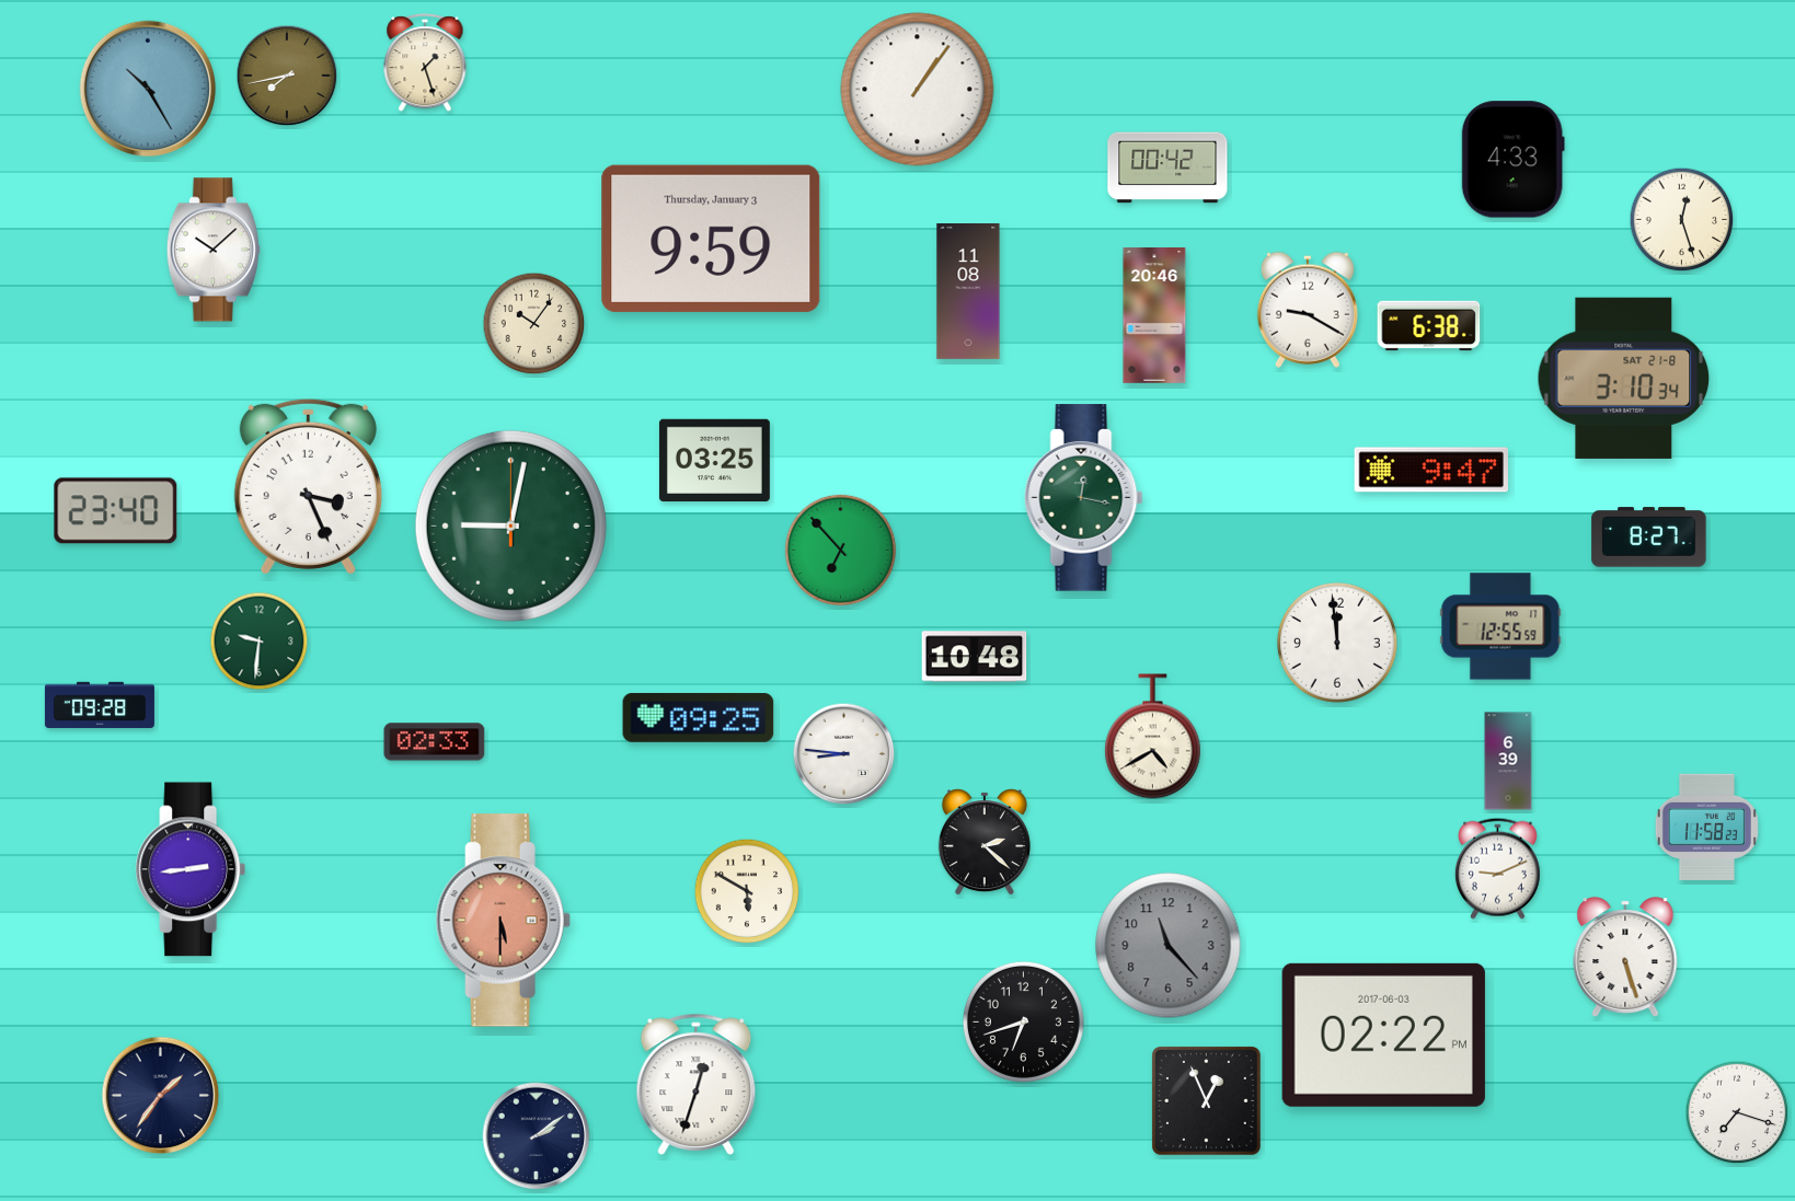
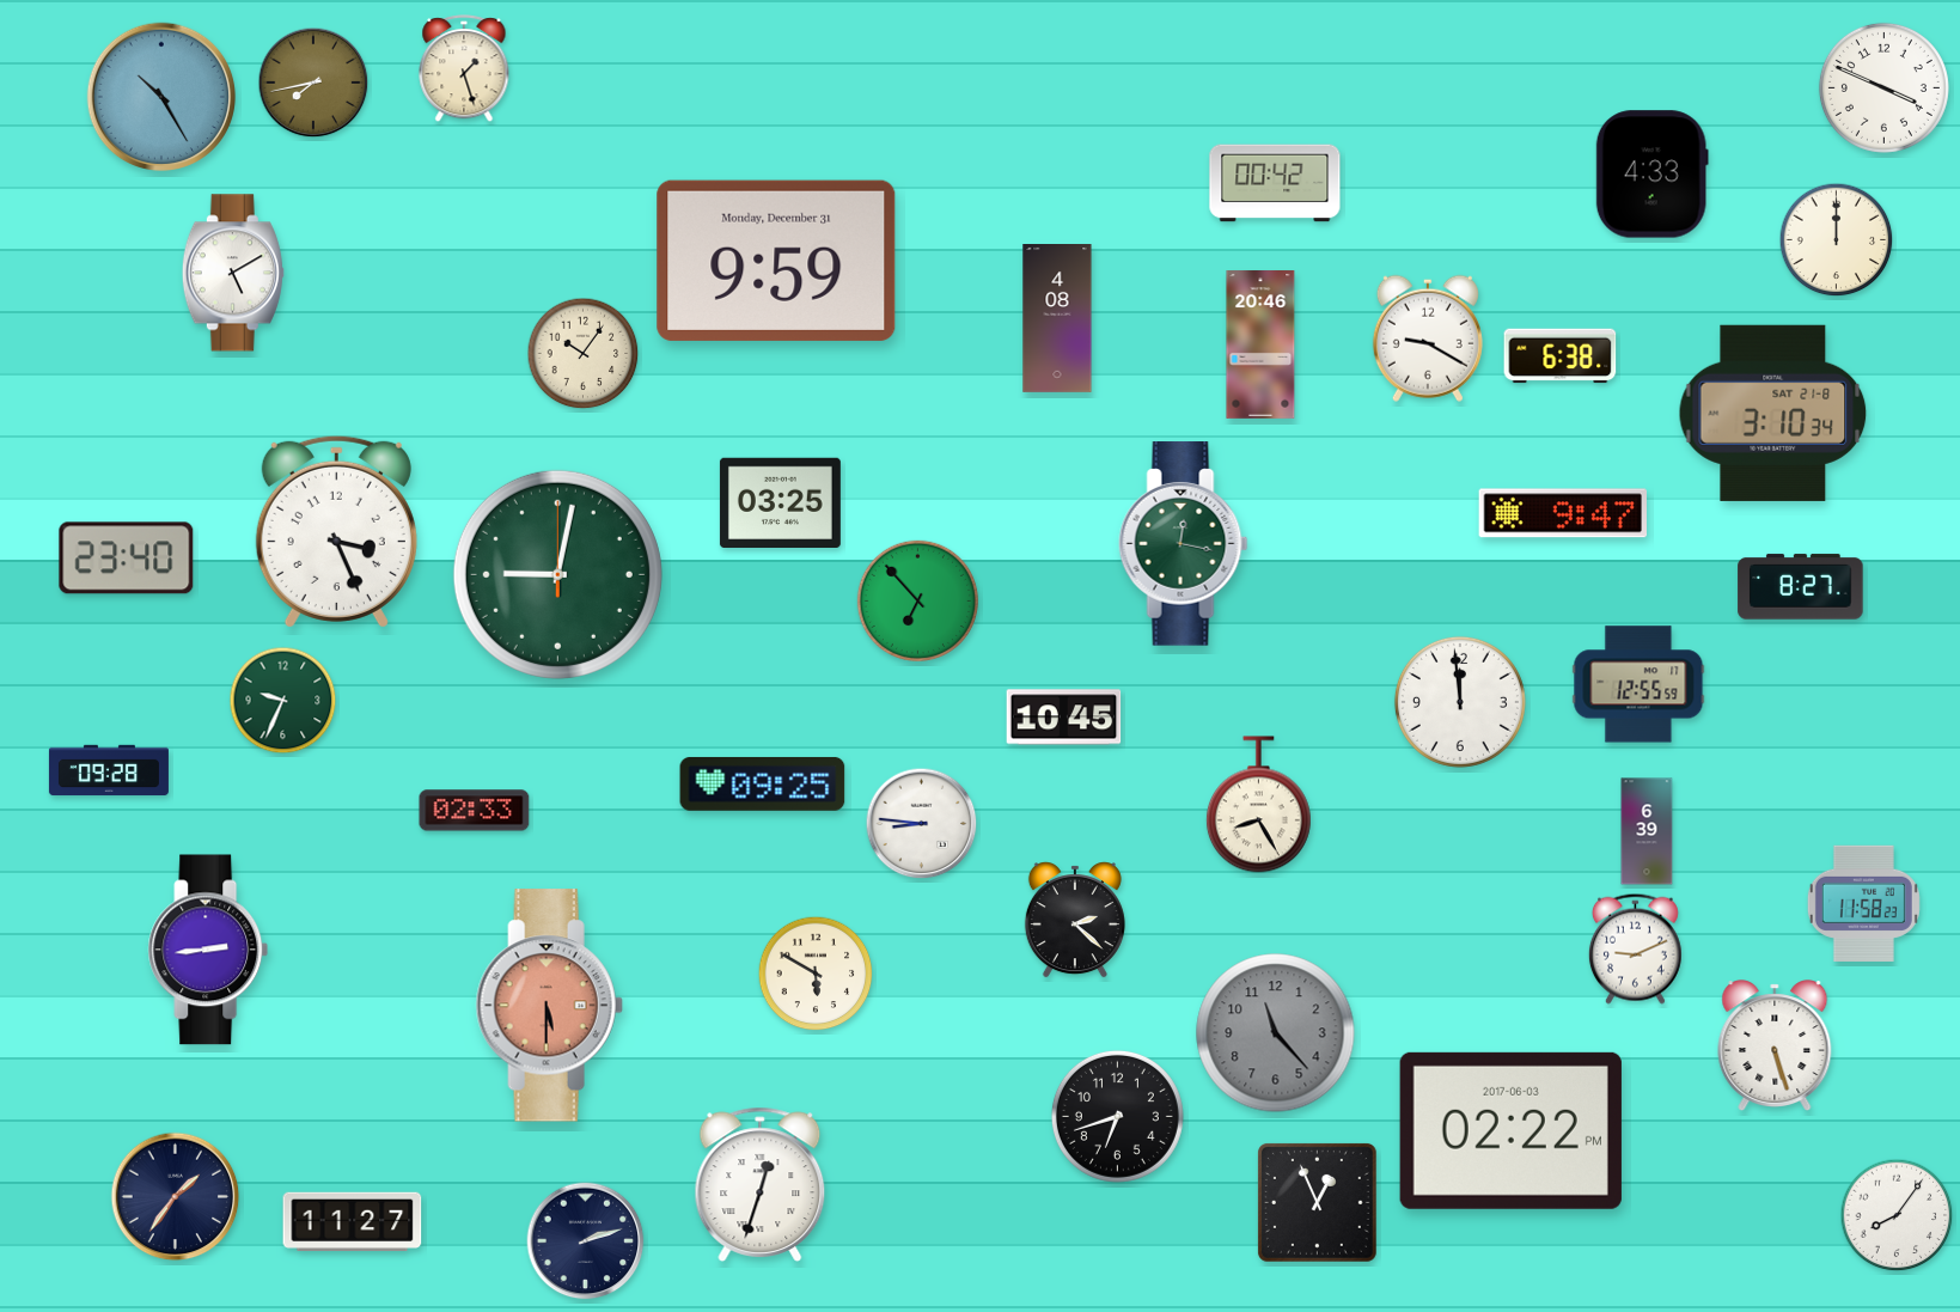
clock at (1883, 87): none -> 3:49
clock at (918, 90): 1:06 -> none
clock at (1682, 220): 12:27 -> 12:00
clock at (711, 239) date: Thursday, January 3 -> Monday, December 31
clock at (214, 250): 10:08 -> 5:10
clock at (968, 292): 11:08 -> 4:08
clock at (260, 642): 9:31 -> 9:34
clock at (975, 657): 10:48 -> 10:45
clock at (1152, 737): 4:40 -> 8:25
clock at (1737, 1112): 7:18 -> 8:06
clock at (353, 1221): none -> 11:27
clock at (537, 1136): 2:09 -> 2:12
